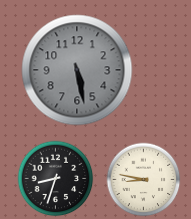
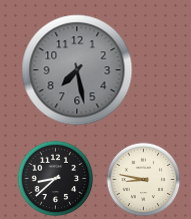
clock at (77, 70): 5:28 -> 7:28
clock at (56, 179): 8:33 -> 8:38
